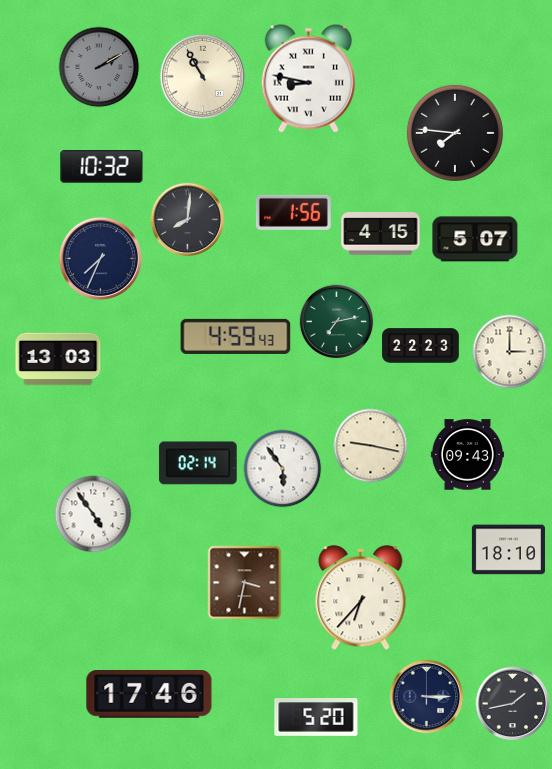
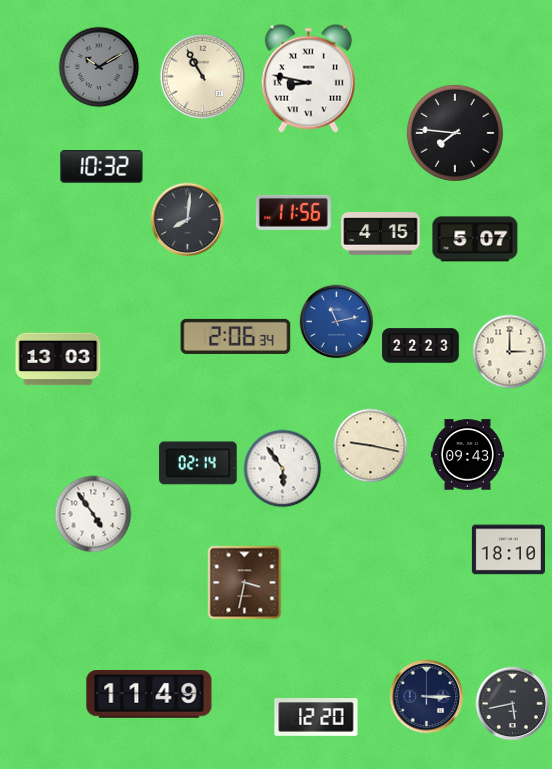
clock at (99, 67): 2:10 -> 10:10
clock at (293, 212): 1:56 -> 11:56
clock at (100, 258): 7:34 -> none
clock at (337, 322): 7:13 -> 11:13
clock at (337, 322) dial: green -> blue
clock at (236, 336): 4:59 -> 2:06
clock at (361, 598): 6:37 -> none
clock at (149, 695): 17:46 -> 11:49
clock at (513, 704): 1:43 -> 5:43
clock at (316, 718): 5:20 -> 12:20
